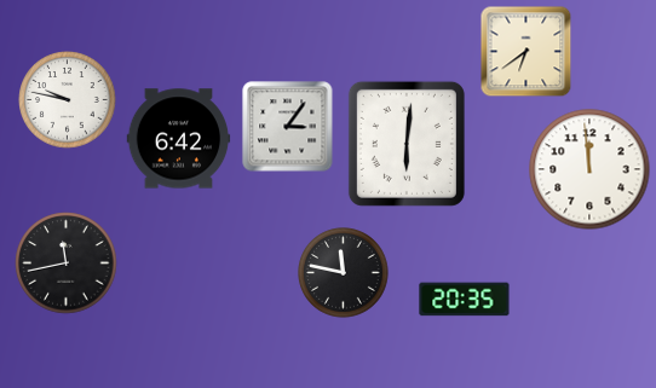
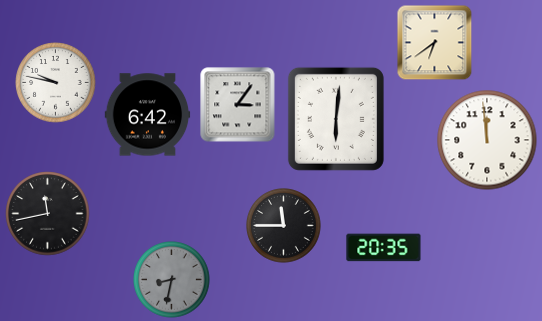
clock at (67, 264) position: (67, 264) -> (48, 214)
clock at (344, 273): 11:47 -> 11:45
clock at (172, 280): none -> 8:32
